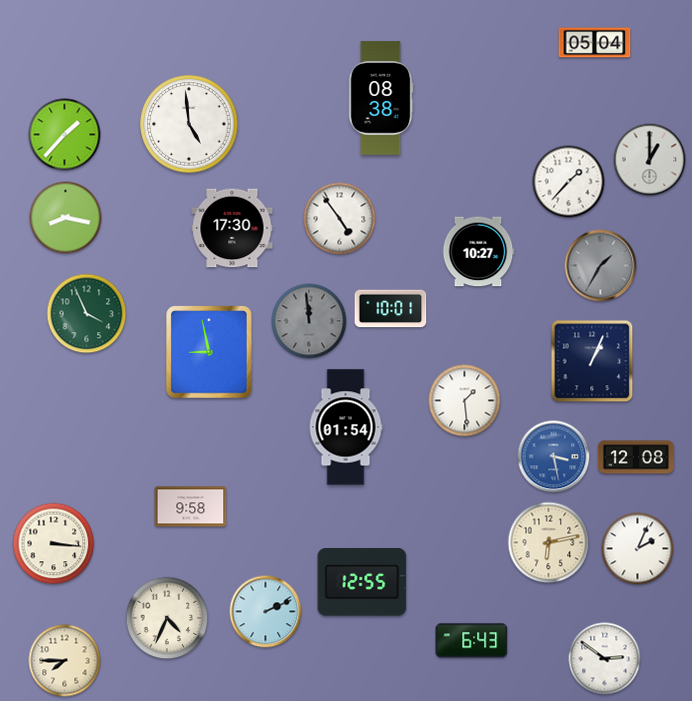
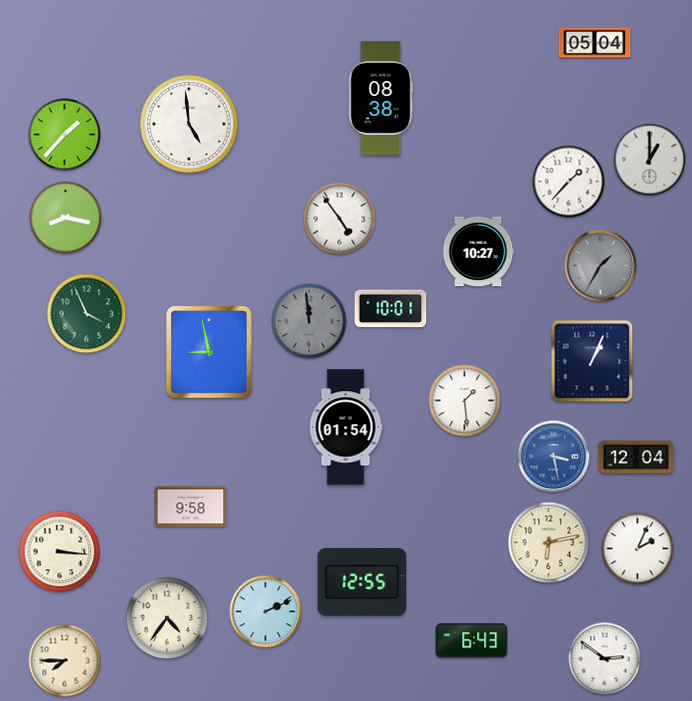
clock at (232, 228): 17:30 -> none
clock at (636, 457): 12:08 -> 12:04
clock at (54, 544) position: (54, 544) -> (60, 552)
clock at (167, 618): 4:34 -> 4:36
